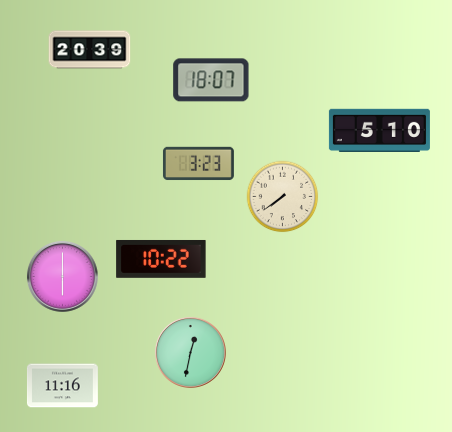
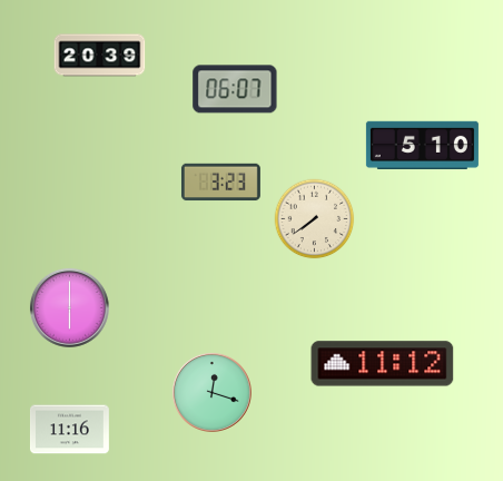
clock at (211, 80): 18:07 -> 06:07
clock at (161, 259): 10:22 -> none
clock at (383, 364): none -> 11:12
clock at (190, 352): 12:32 -> 12:18
